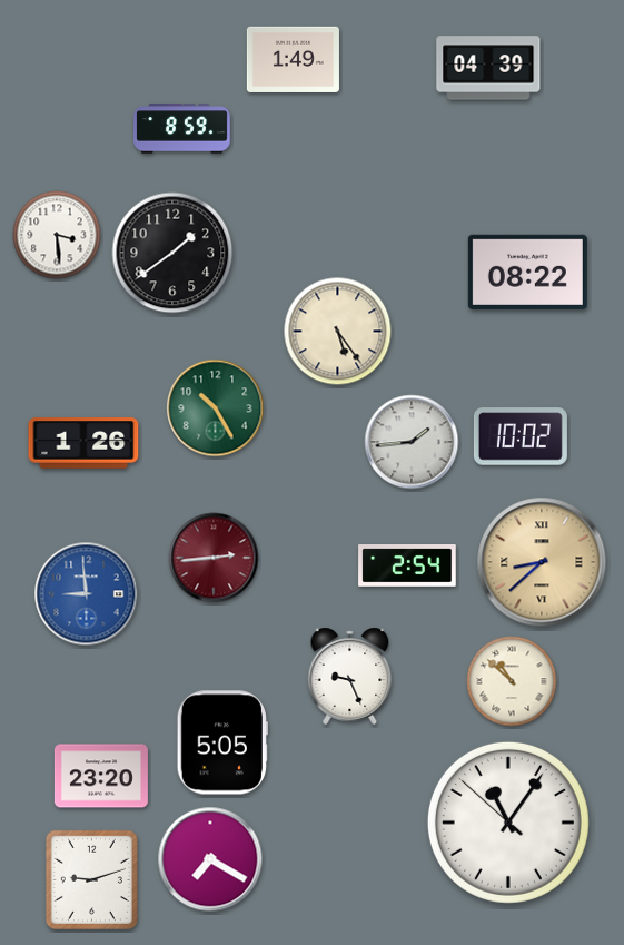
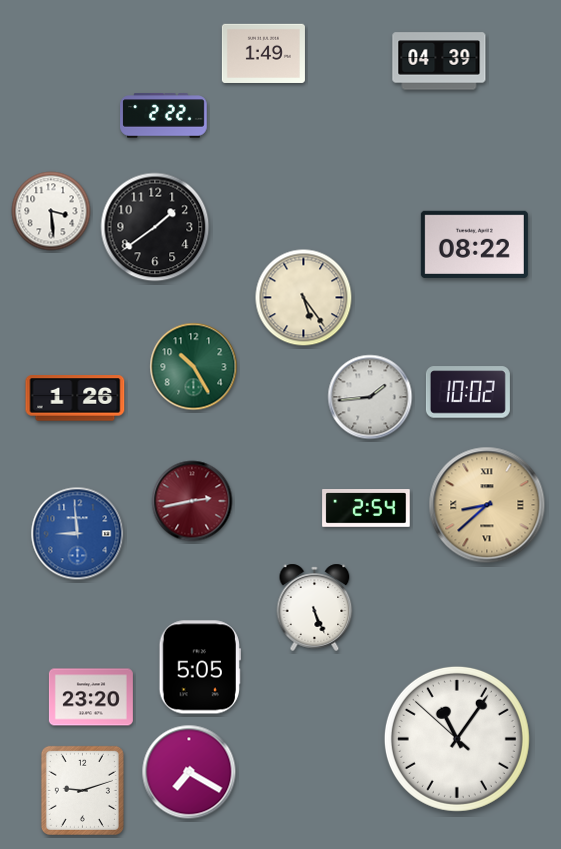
clock at (182, 129): 8:59 -> 2:22
clock at (214, 558): 2:44 -> 2:43
clock at (350, 676): 9:26 -> 5:26
clock at (512, 681): 10:52 -> none
